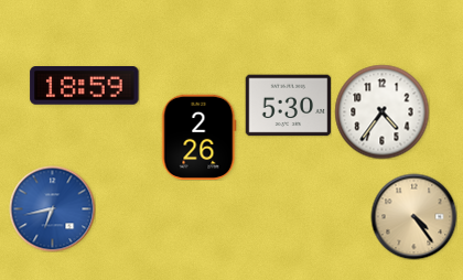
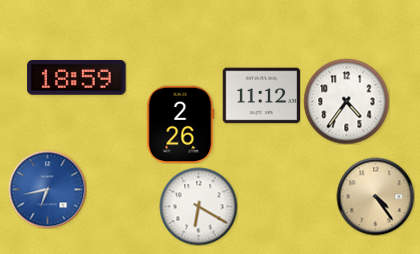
clock at (288, 106): 5:30 -> 11:12
clock at (198, 206): none -> 6:20
